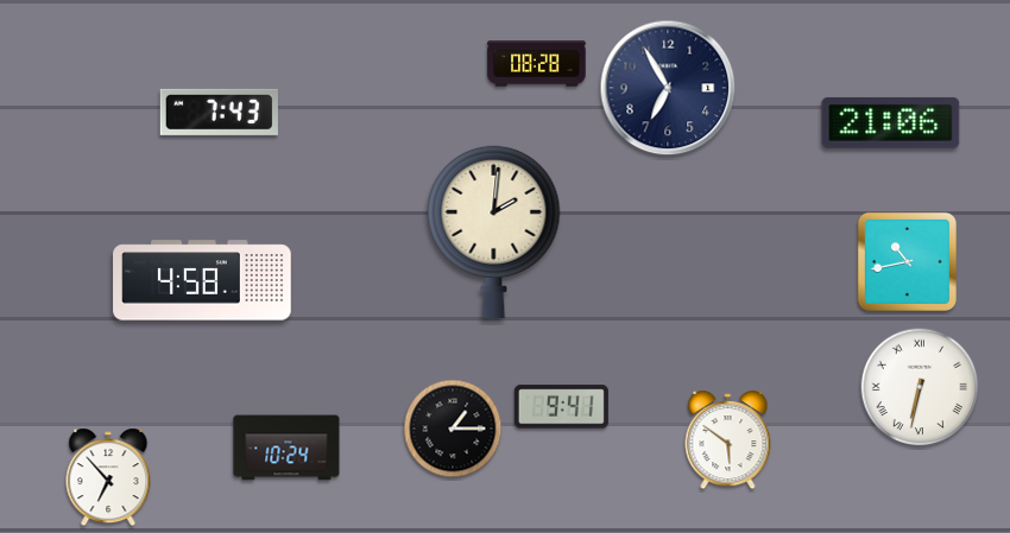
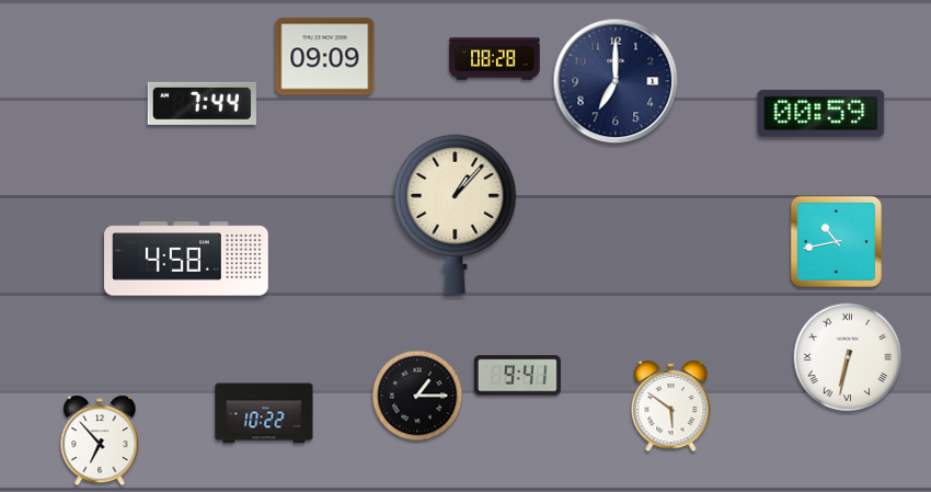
clock at (325, 57): none -> 09:09
clock at (668, 88): 6:55 -> 7:00
clock at (219, 112): 7:43 -> 7:44
clock at (891, 122): 21:06 -> 00:59
clock at (494, 231): 2:01 -> 1:07
clock at (286, 448): 10:24 -> 10:22
